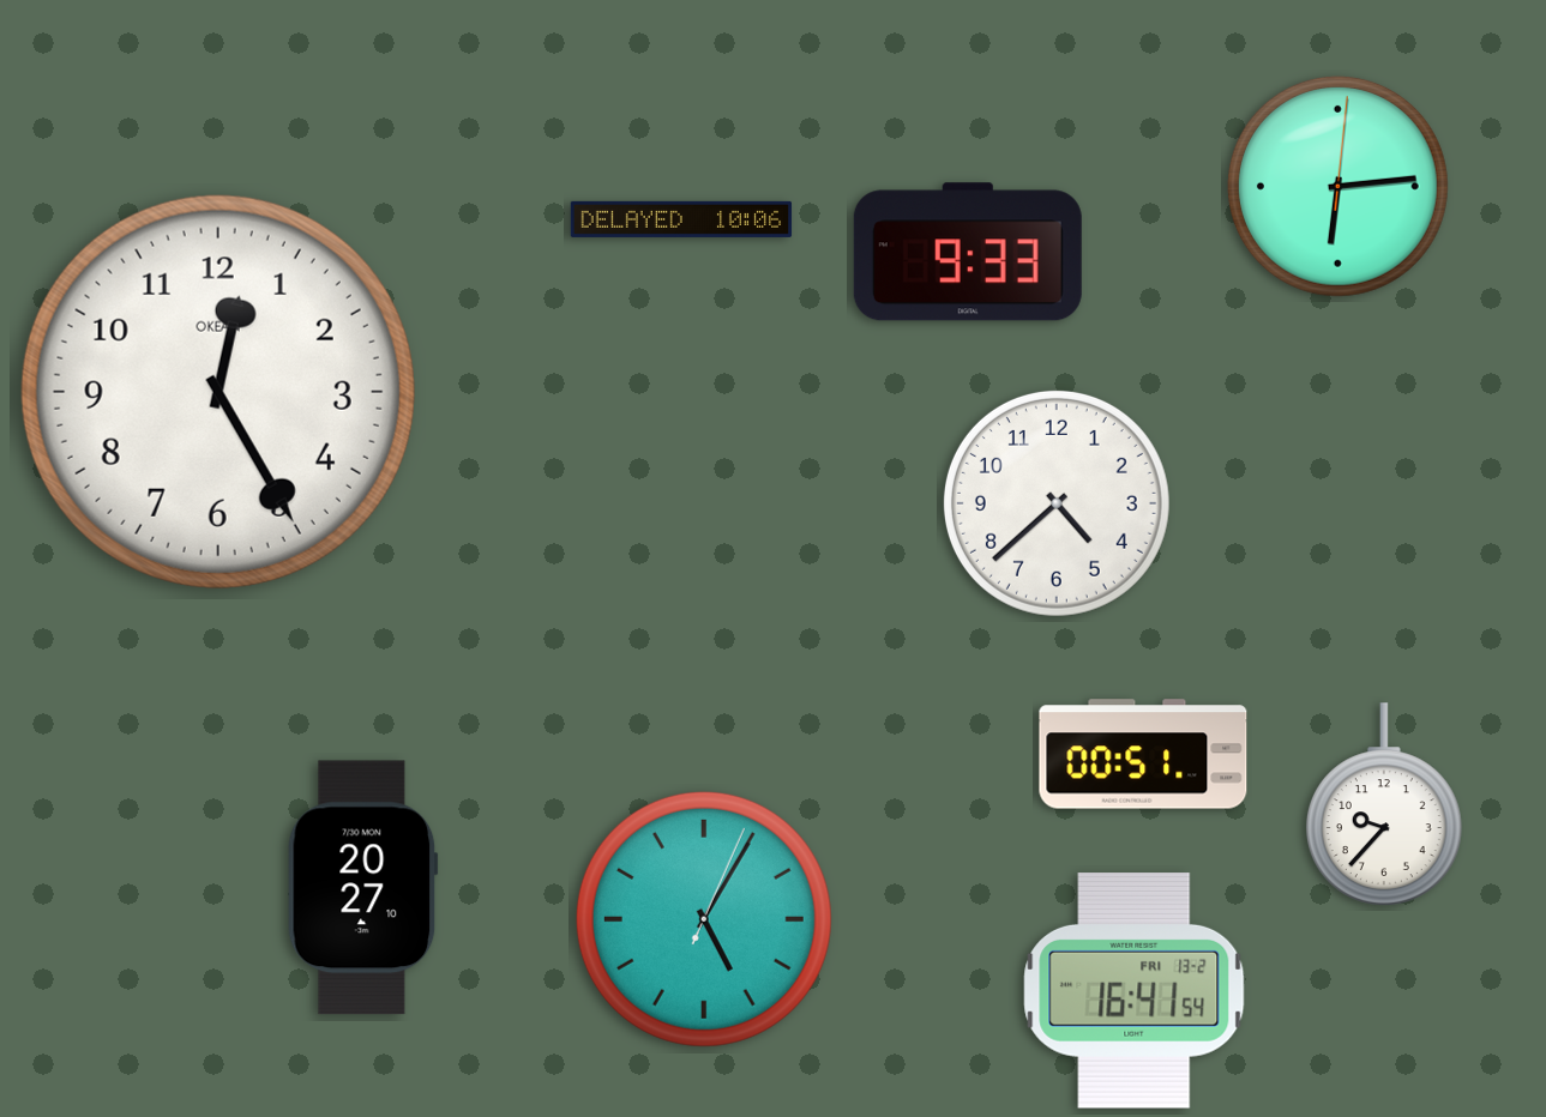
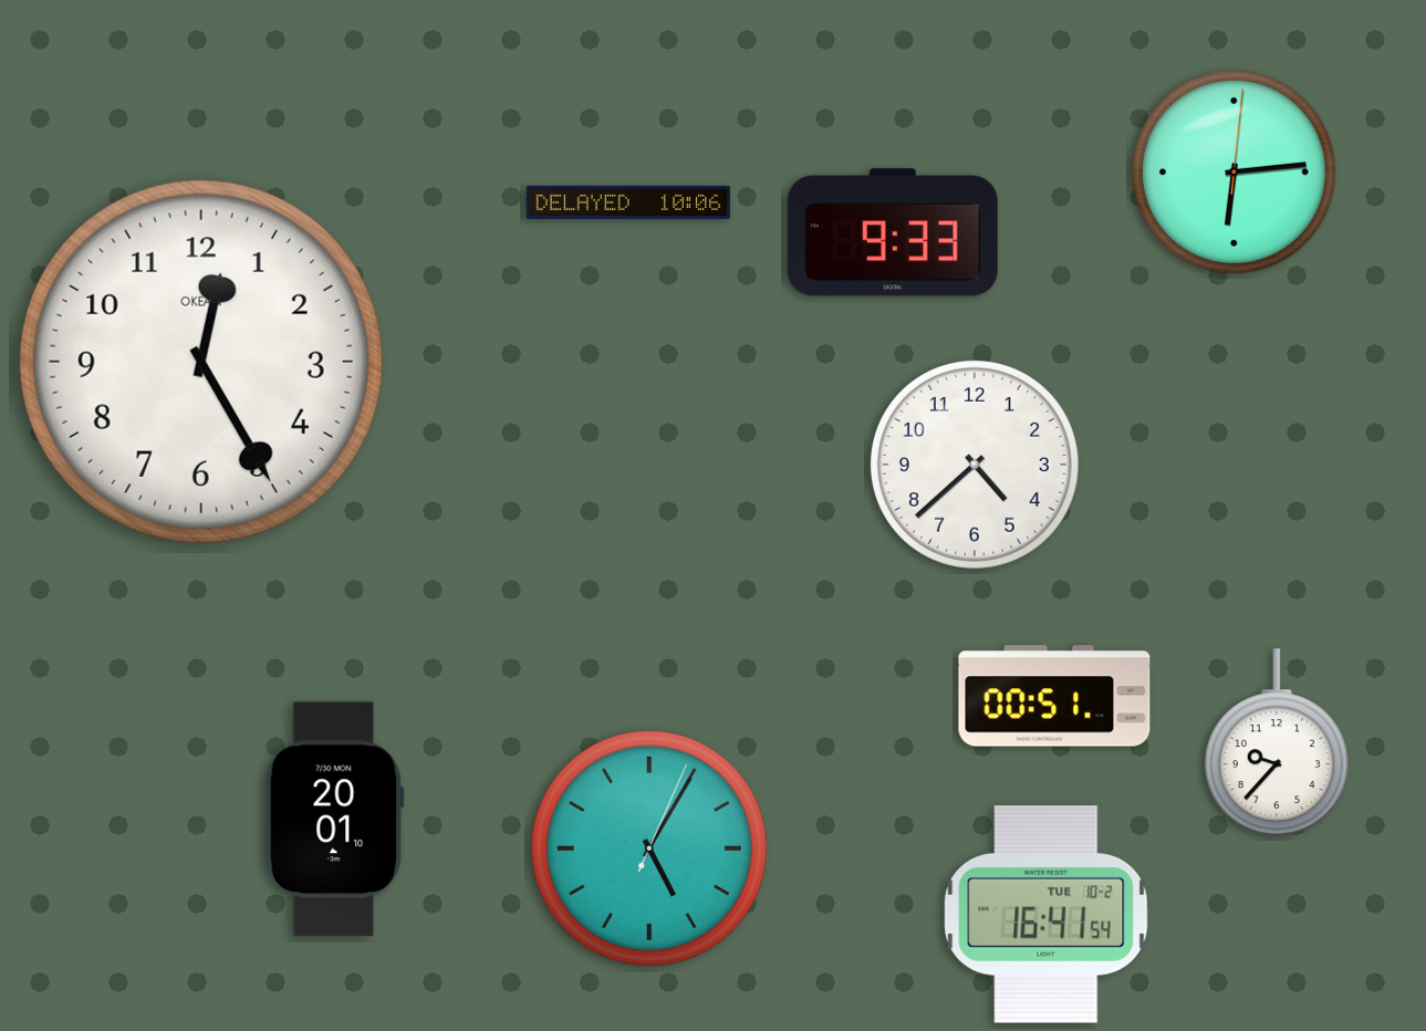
clock at (362, 888): 20:27 -> 20:01
clock at (1135, 991) date: FRI 13-2 -> TUE 10-2
